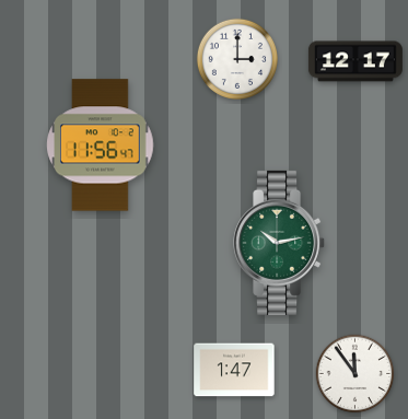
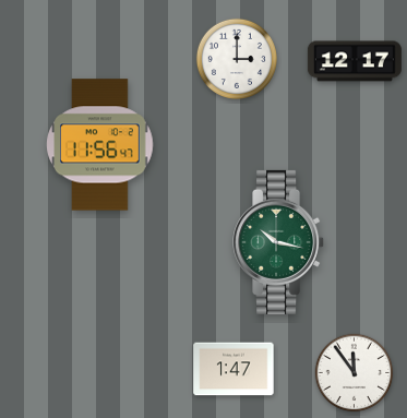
clock at (280, 243): 10:13 -> 10:17
